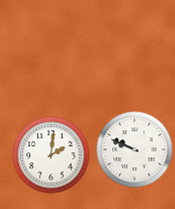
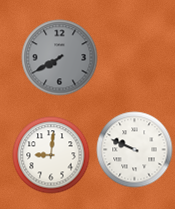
clock at (60, 58): none -> 7:40
clock at (51, 155): 2:01 -> 9:01
